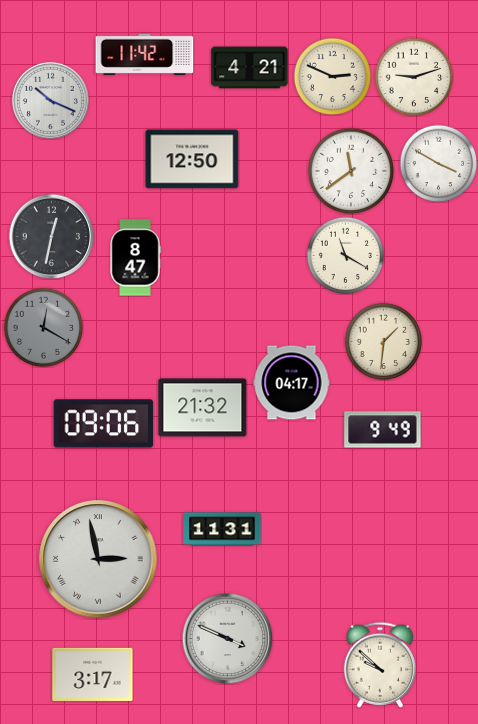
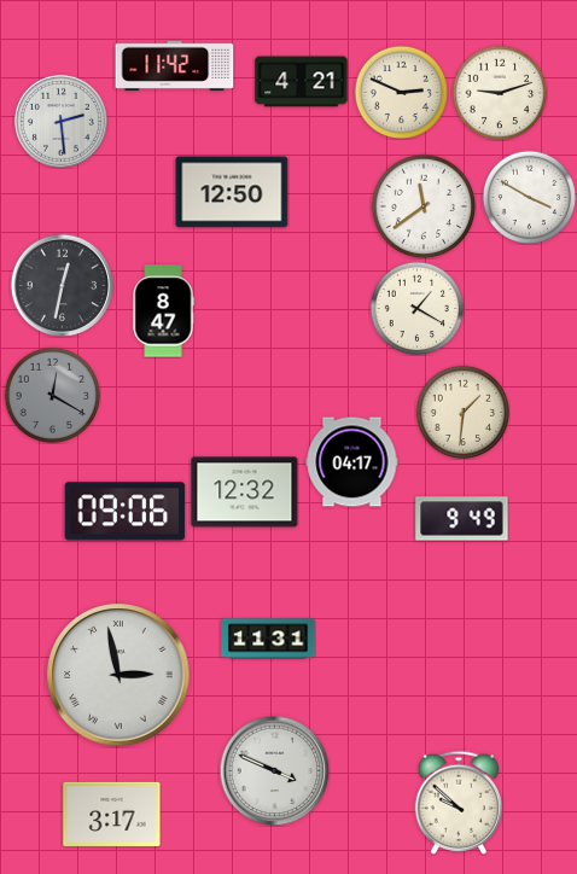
clock at (50, 100): 10:19 -> 2:29
clock at (345, 255): 11:20 -> 1:20
clock at (203, 408): 21:32 -> 12:32
